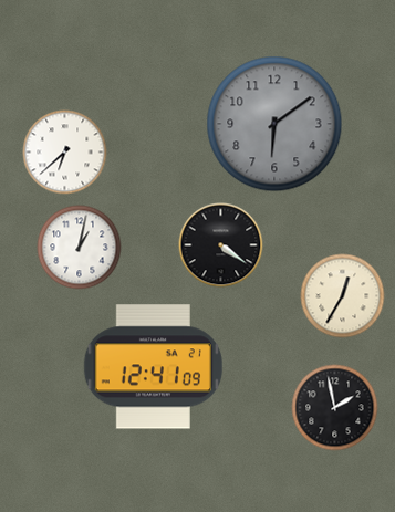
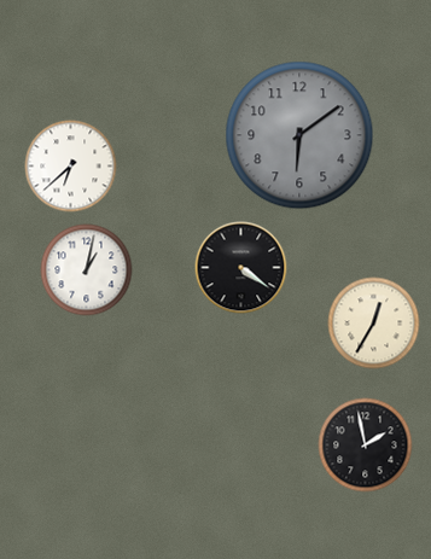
clock at (153, 367): 12:41 -> none
